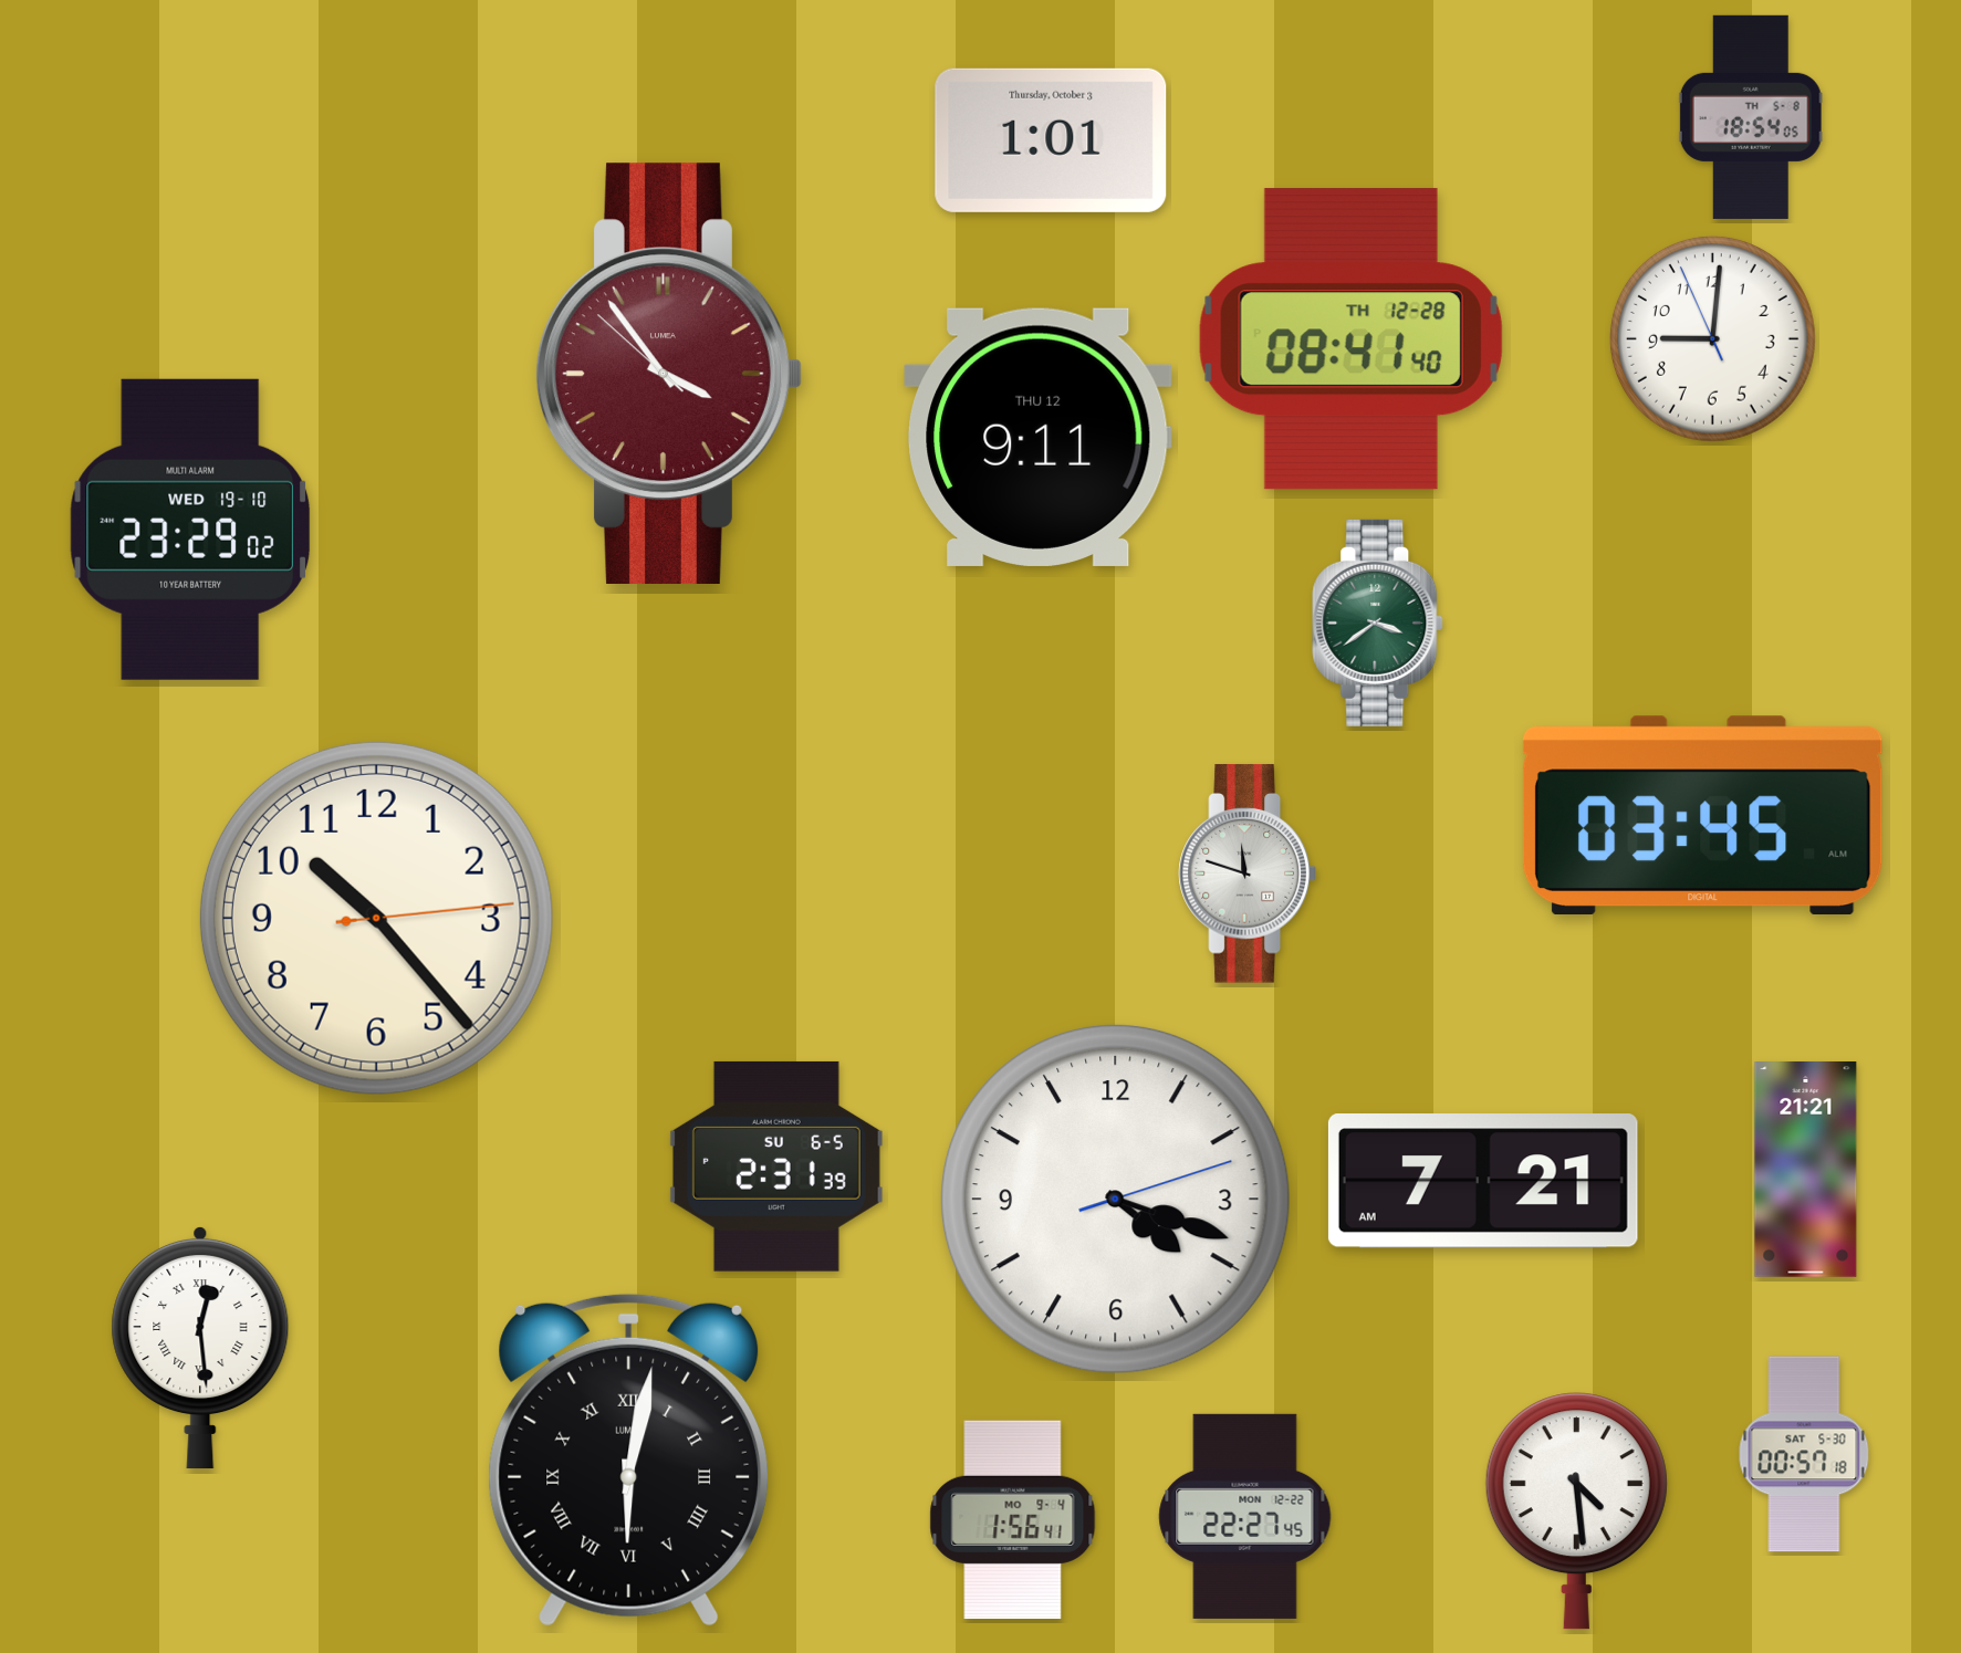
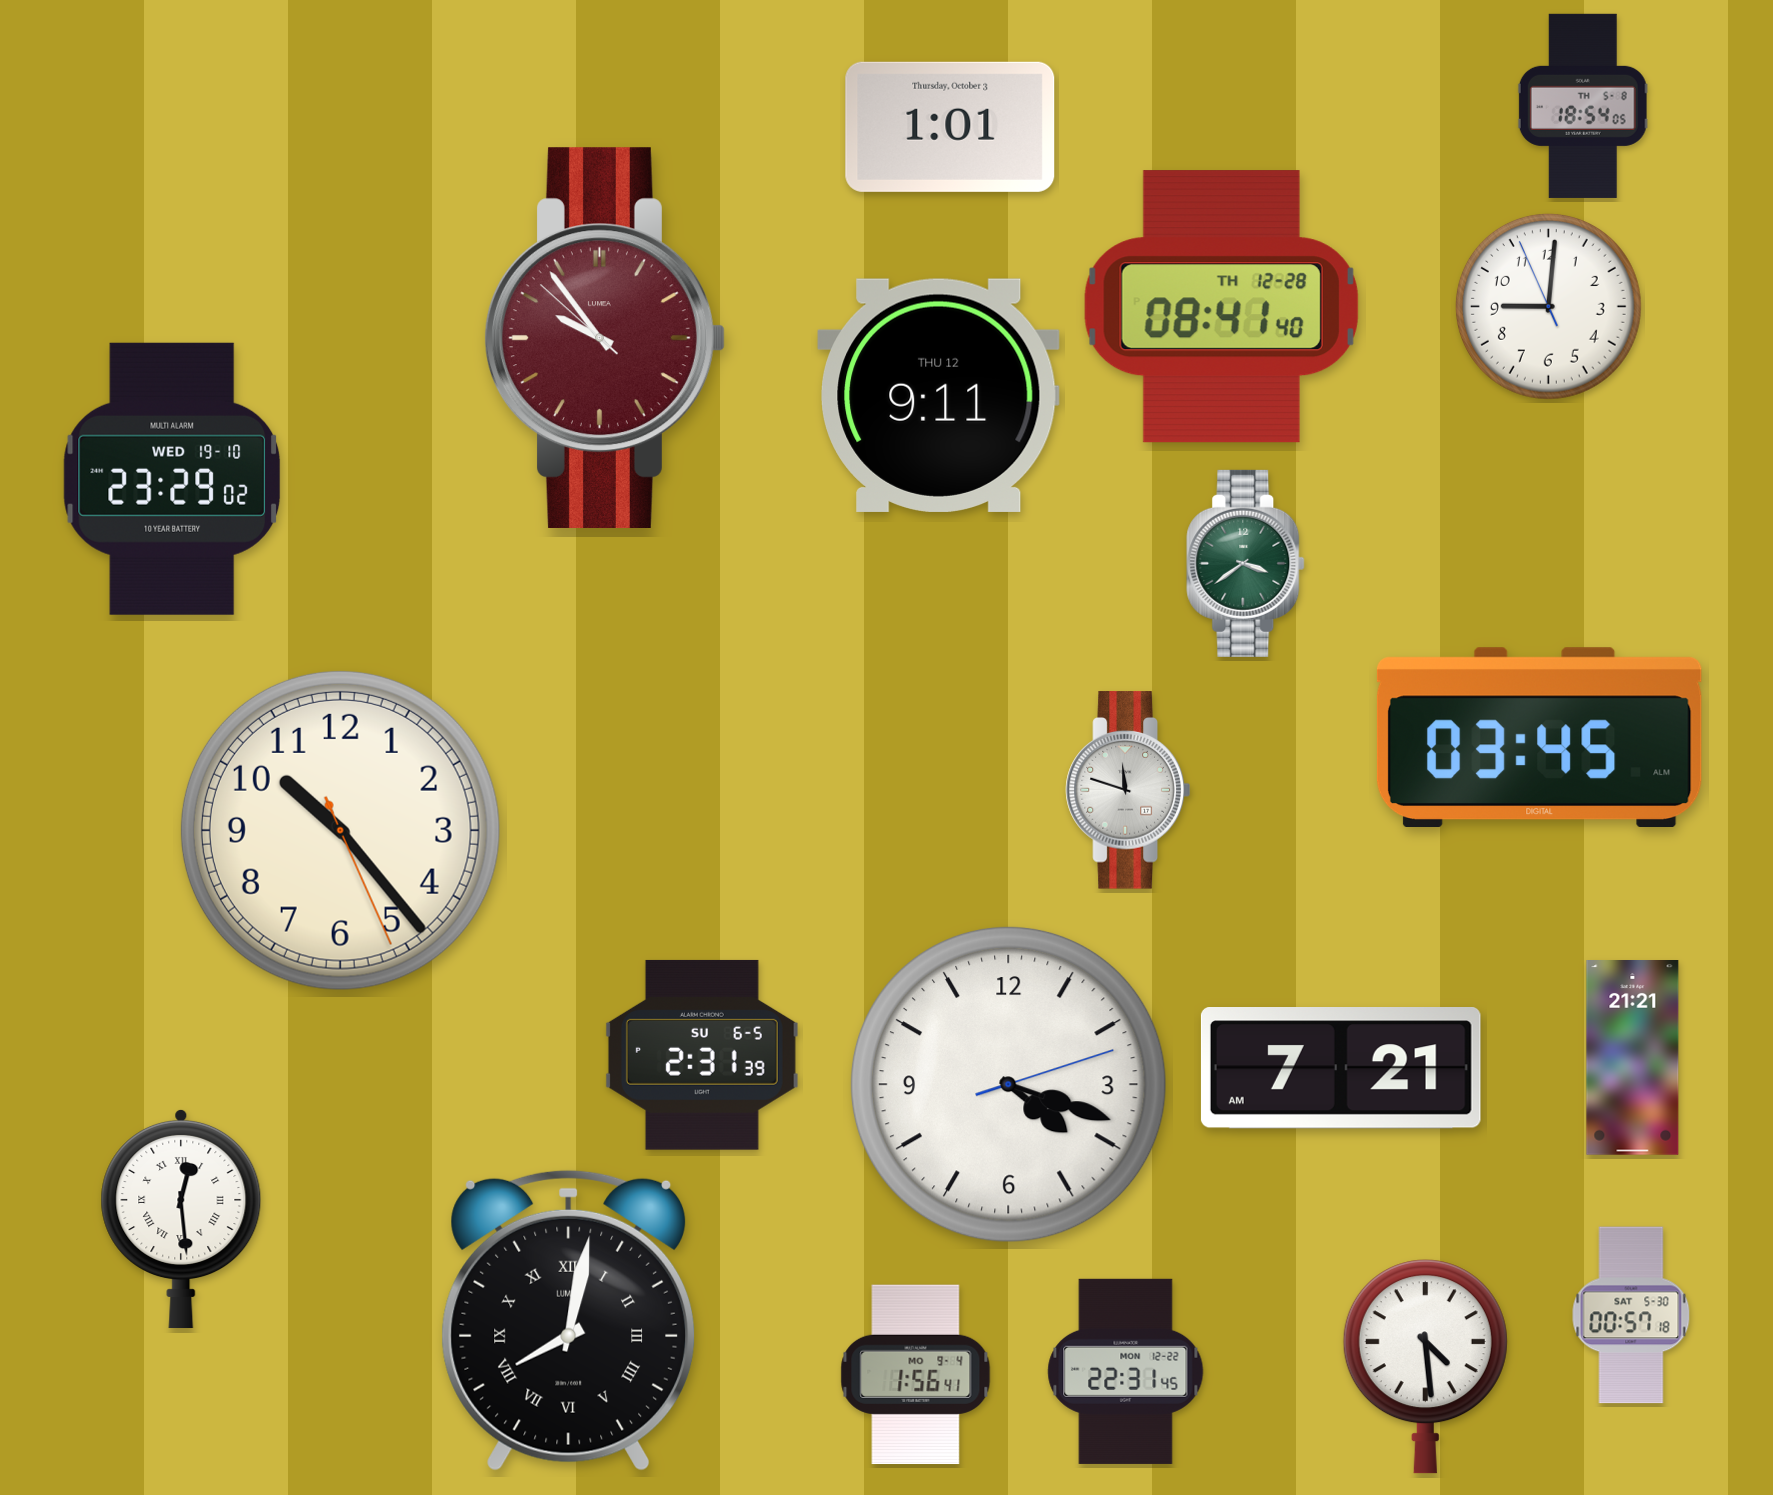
clock at (669, 373): 3:53 -> 9:53
clock at (376, 918): 10:23:14 -> 10:23:26
clock at (628, 1460): 6:02 -> 8:02
clock at (1245, 1516): 22:27 -> 22:31
